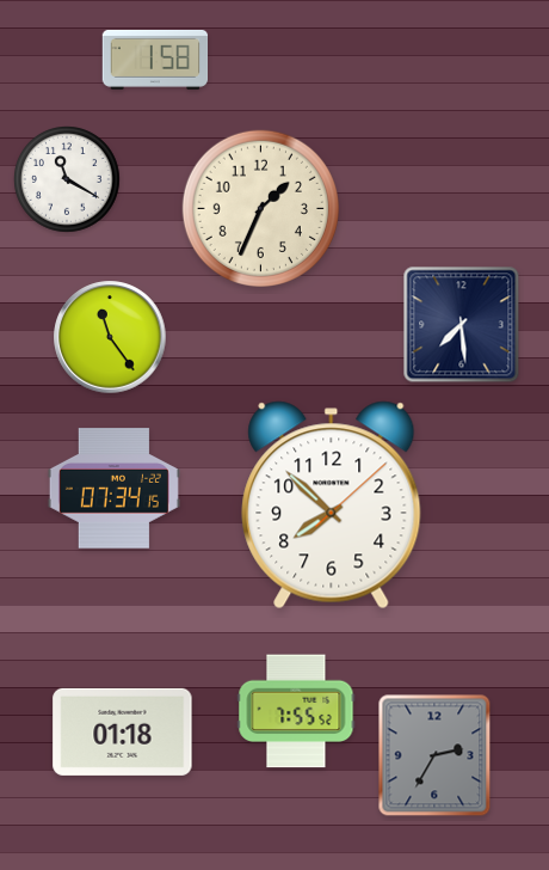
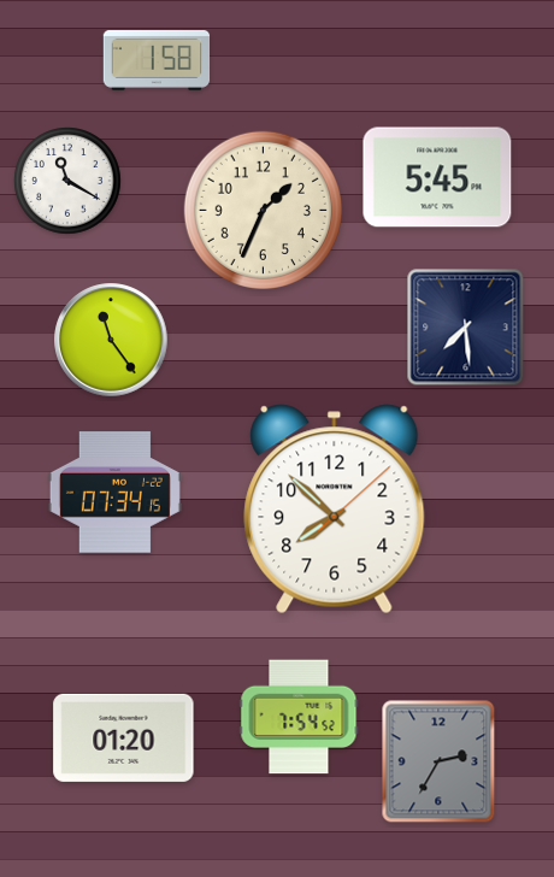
clock at (437, 177): none -> 5:45
clock at (296, 711): 7:55 -> 7:54
clock at (123, 731): 01:18 -> 01:20
